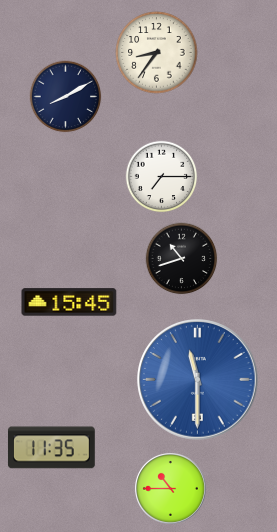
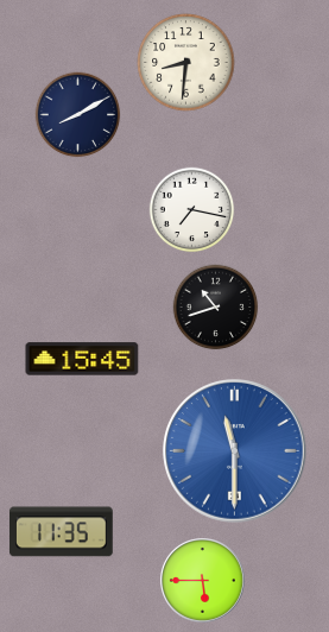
clock at (157, 53): 8:36 -> 8:31
clock at (162, 177): 7:15 -> 7:17
clock at (171, 489): 10:45 -> 5:45
